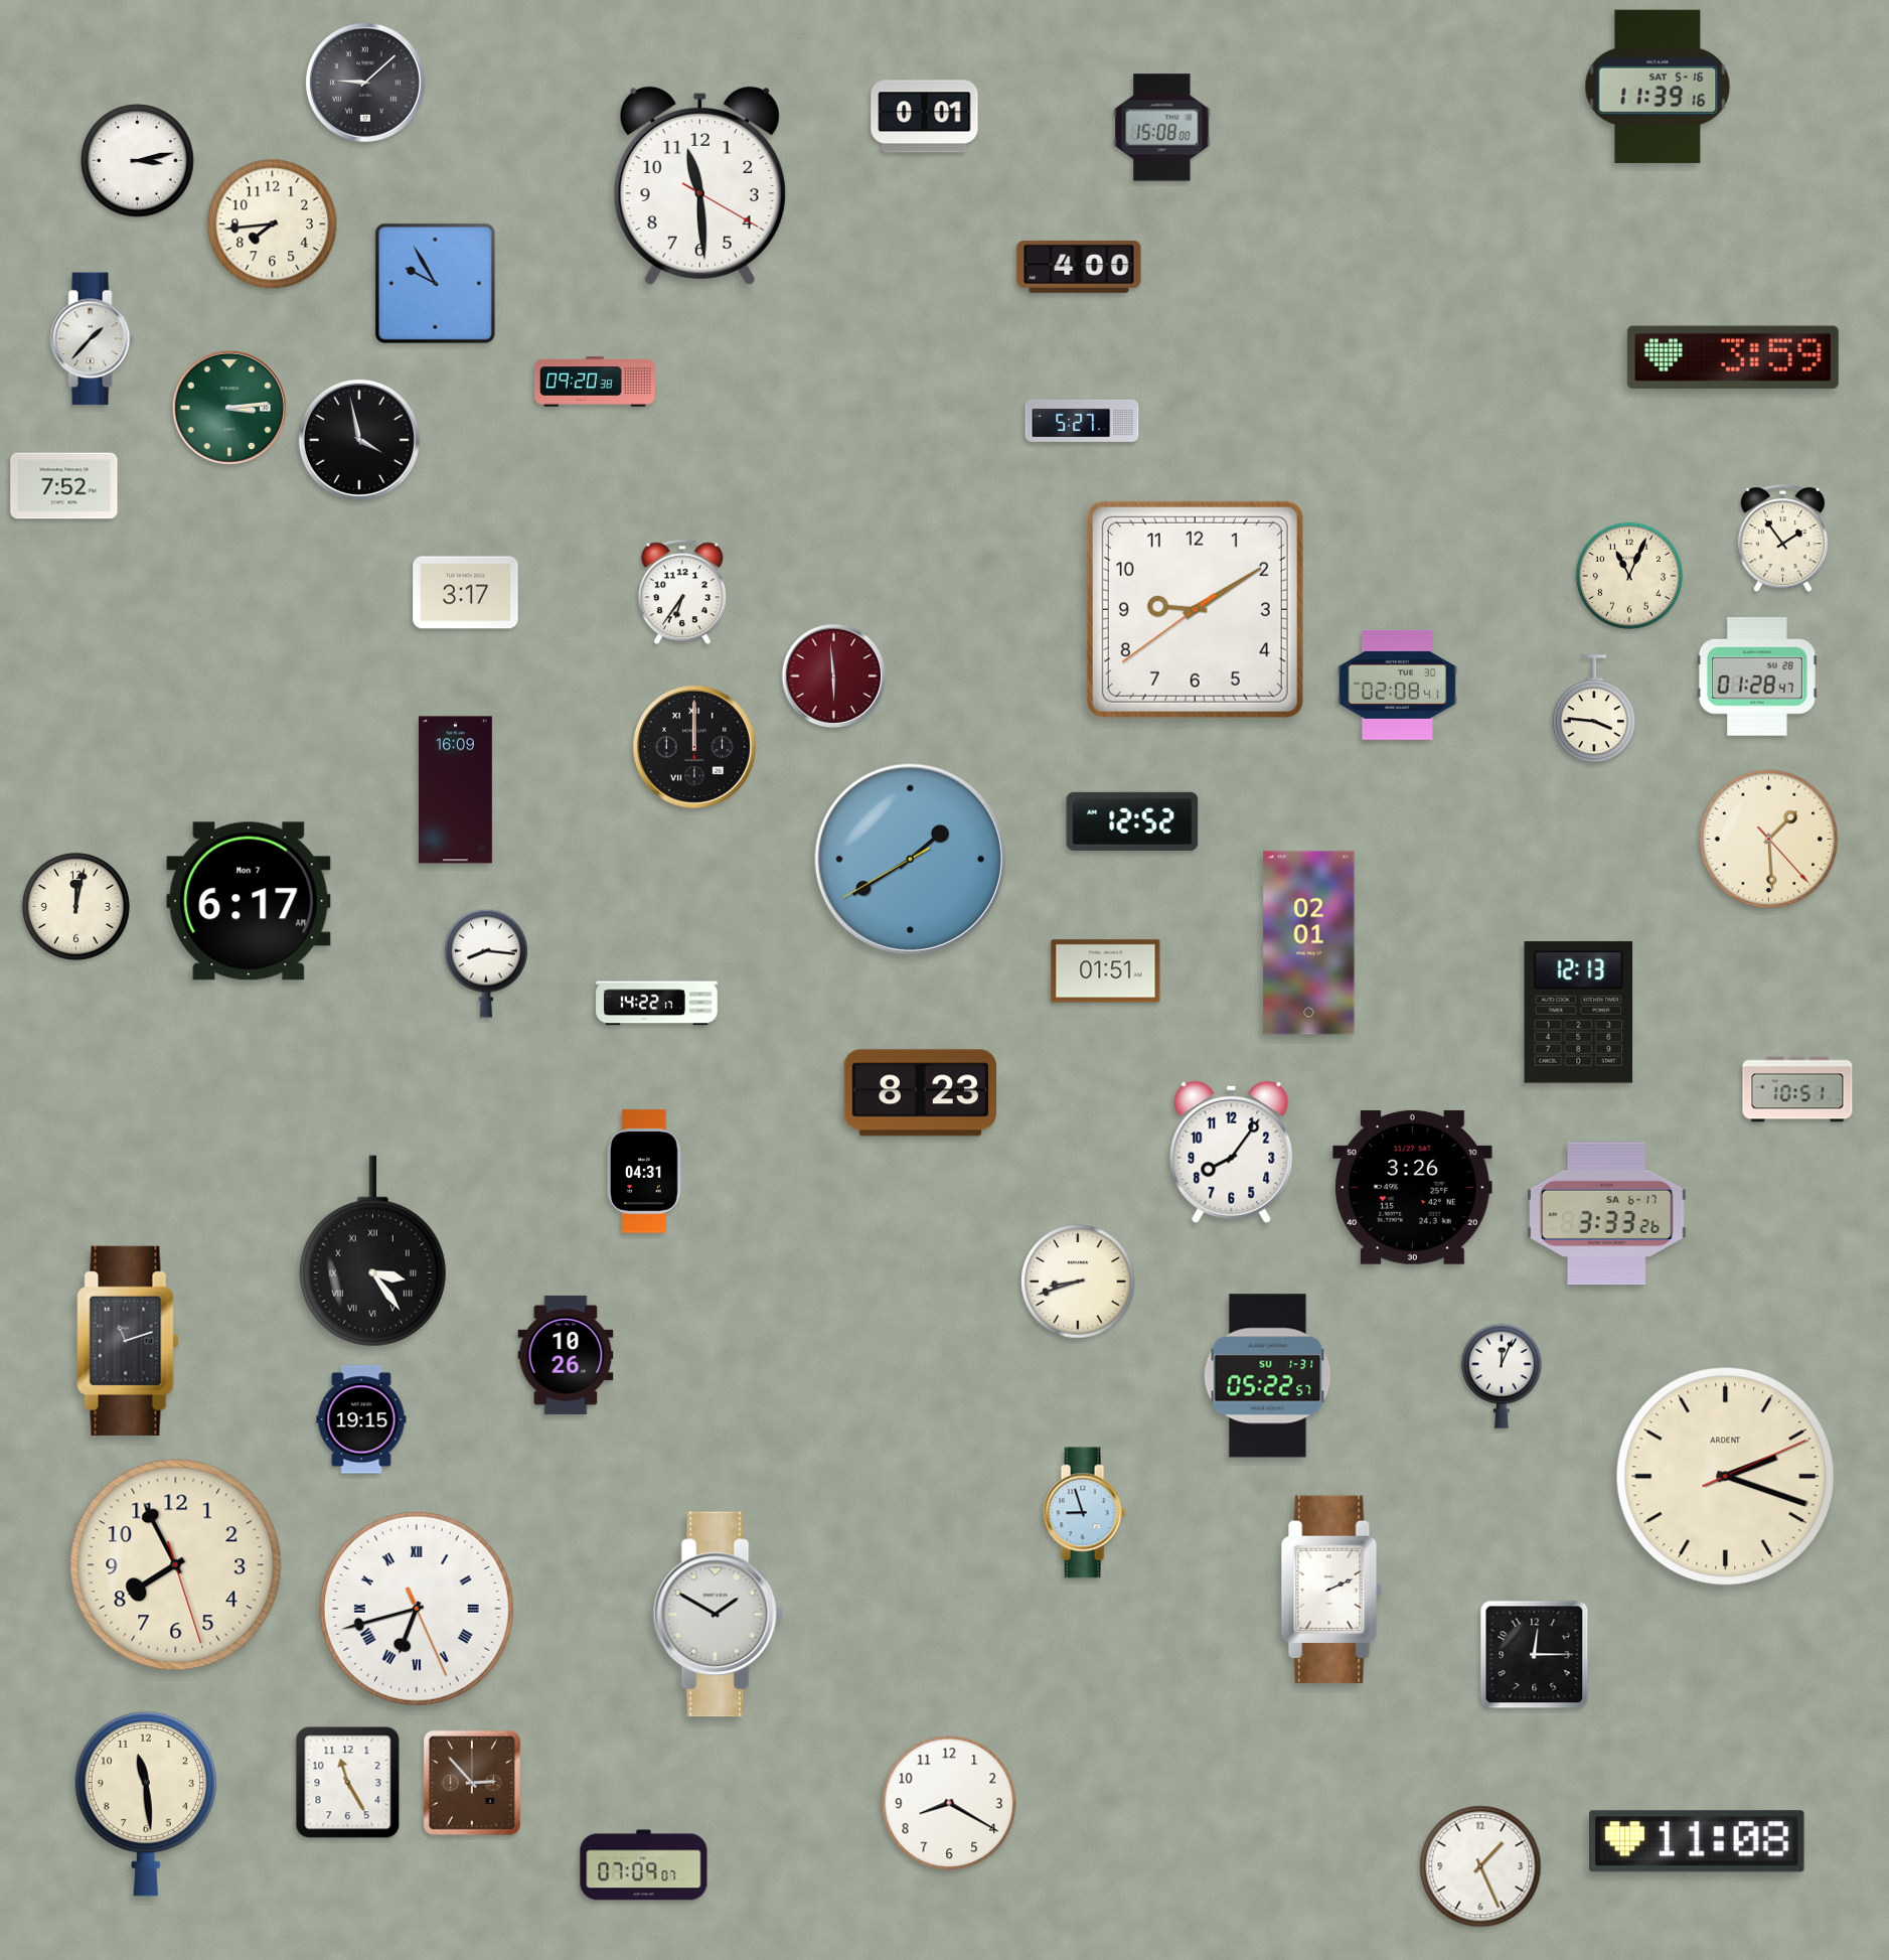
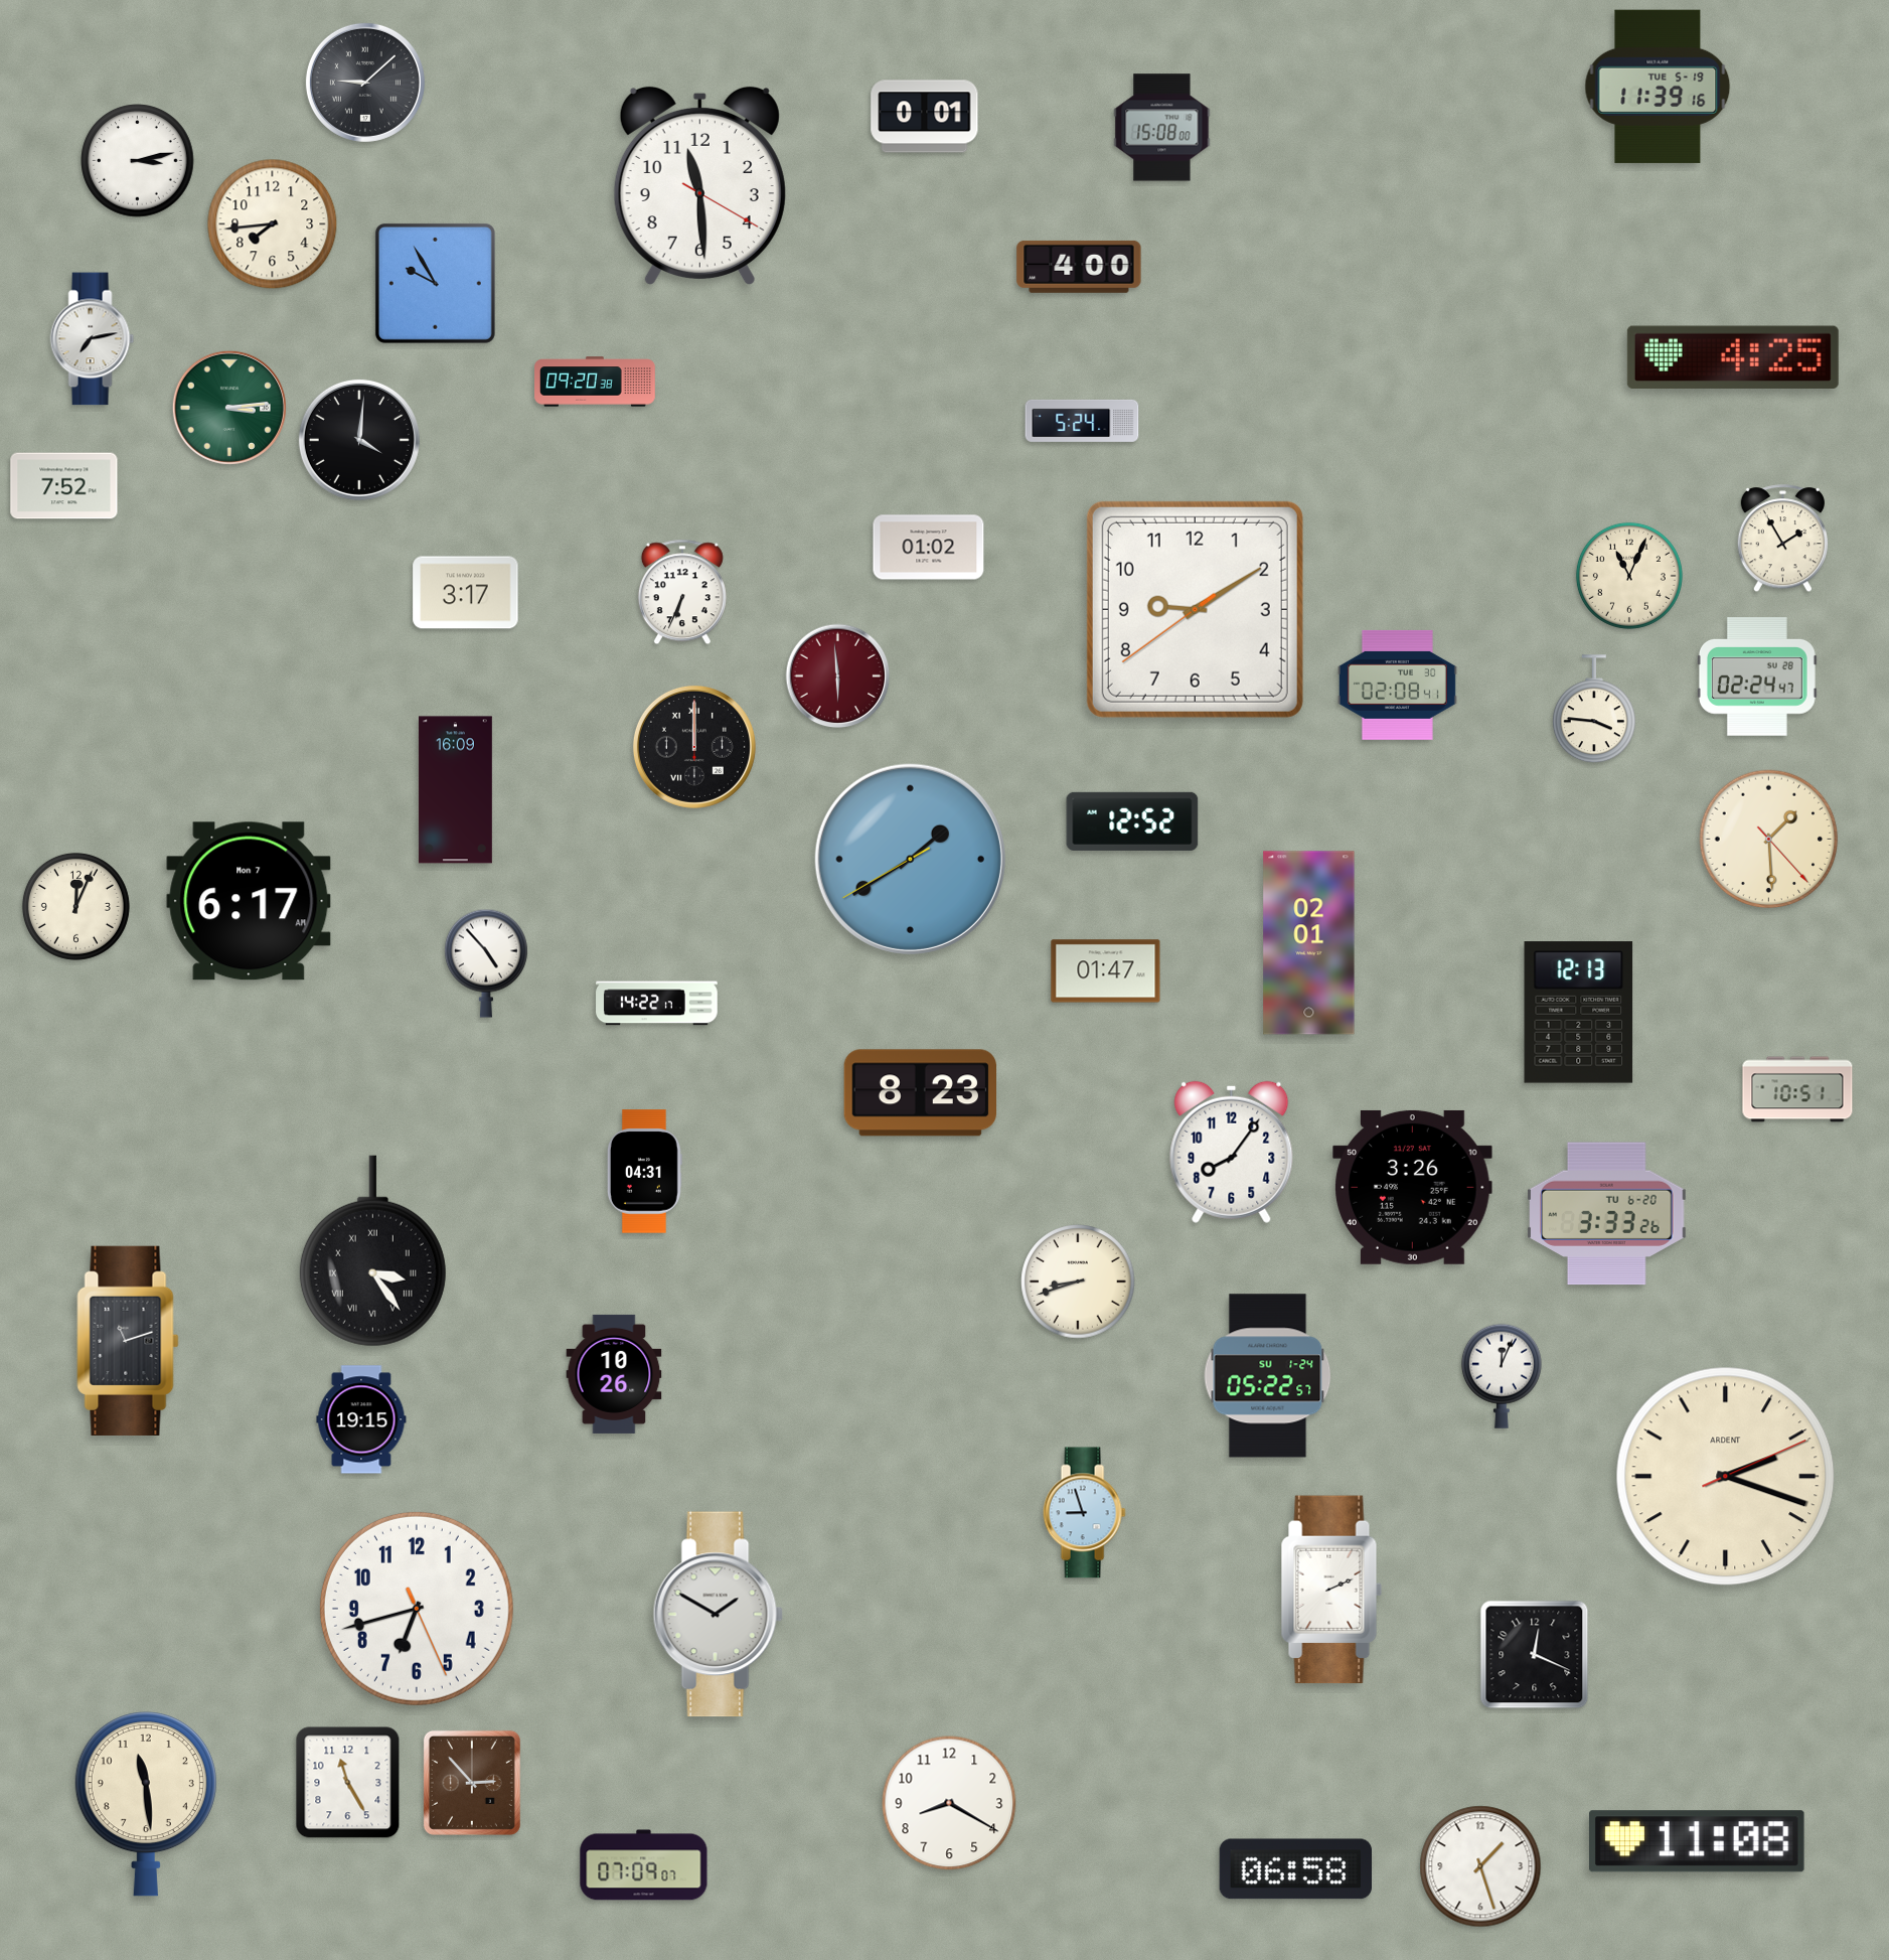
clock at (1658, 87) date: SAT 5-16 -> TUE 5-19
clock at (93, 339): 1:37 -> 7:13
clock at (1733, 356): 3:59 -> 4:25
clock at (1082, 421): 5:27 -> 5:24
clock at (359, 440): 3:58 -> 4:01
clock at (1782, 539): 1:54 -> 1:55
clock at (929, 548): none -> 01:02
clock at (682, 592): 6:36 -> 6:34
clock at (834, 676) position: (834, 676) -> (838, 676)
clock at (1757, 677): 01:28 -> 02:24
clock at (75, 906): 12:02 -> 12:04
clock at (486, 963): 8:16 -> 4:53
clock at (1106, 971): 01:51 -> 01:47
clock at (1607, 1214) date: SA 6-17 -> TU 6-20
clock at (566, 1355) position: (566, 1355) -> (614, 1374)
clock at (1268, 1376) date: SU 1-31 -> SU 1-24
clock at (176, 1565): 7:55 -> none
clock at (417, 1609) numerals: Roman -> Arabic
clock at (1535, 1655): 12:15 -> 12:19
clock at (1480, 1866): 1:26 -> 1:27
clock at (1295, 1869): none -> 06:58
